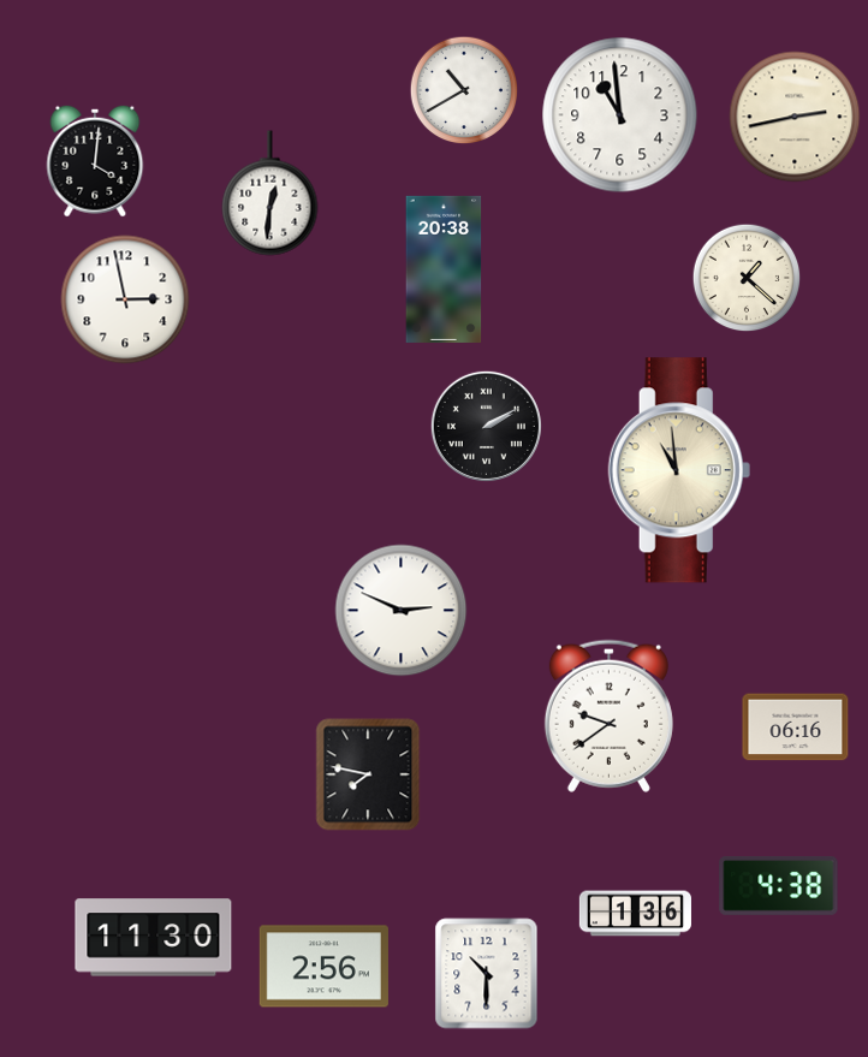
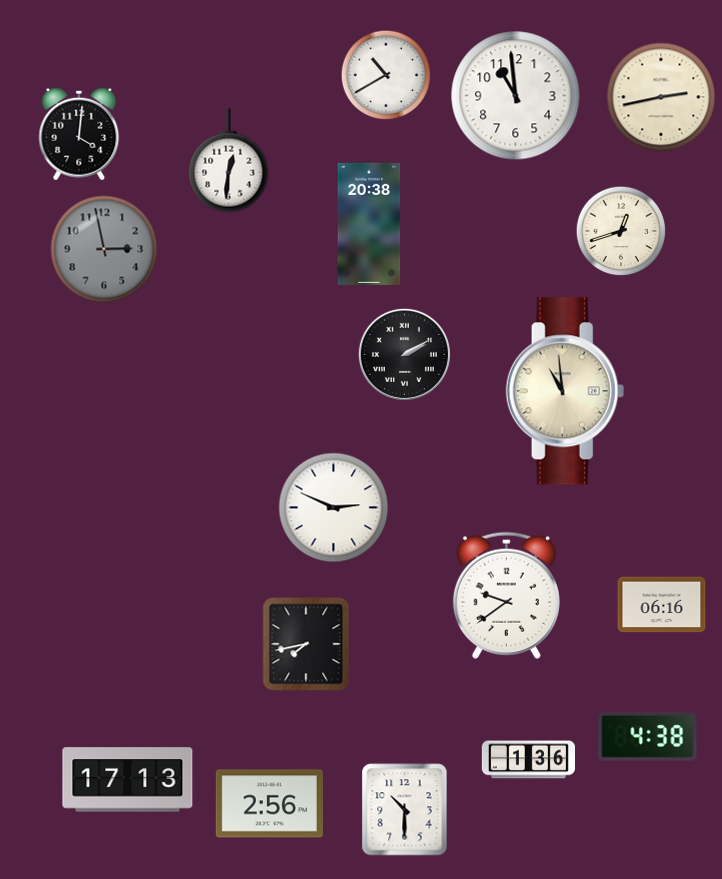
clock at (270, 194) position: (270, 194) -> (229, 161)
clock at (747, 278): 1:22 -> 12:42
clock at (125, 299) dial: white -> grey
clock at (368, 774): 7:47 -> 7:43
clock at (154, 938): 11:30 -> 17:13
